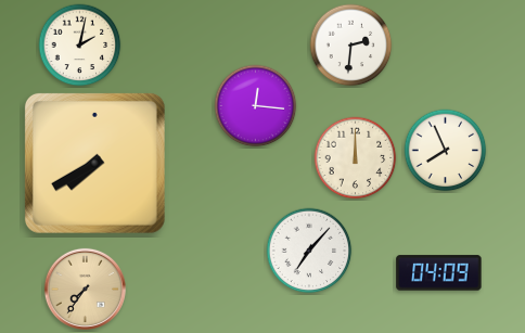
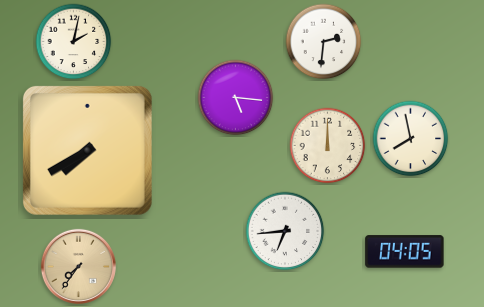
clock at (256, 106): 12:16 -> 5:16
clock at (446, 151): 7:56 -> 7:58
clock at (309, 251): 7:07 -> 6:44
clock at (439, 273): 04:09 -> 04:05
